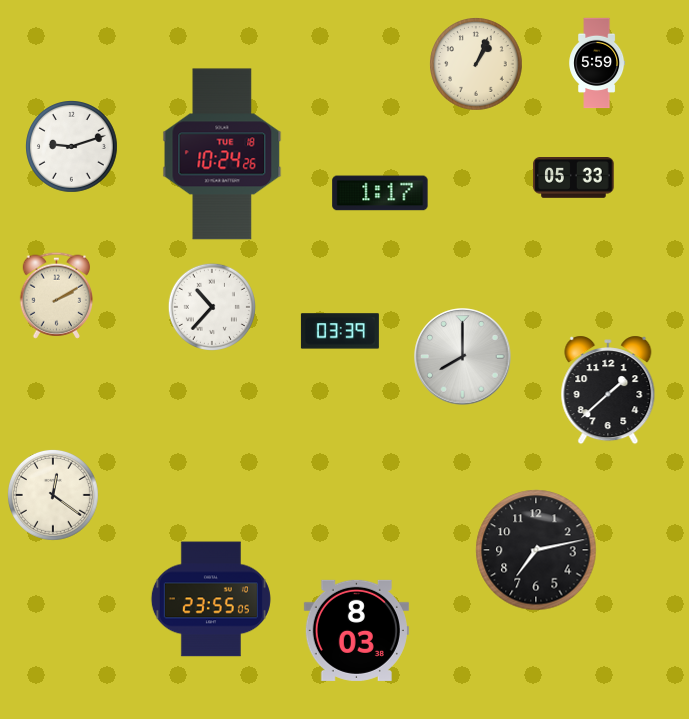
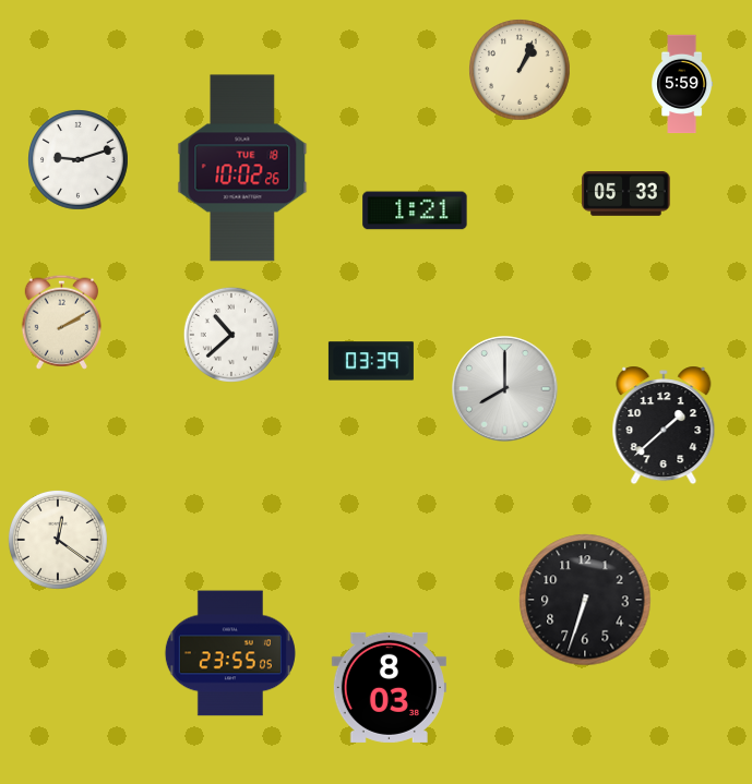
clock at (597, 63) position: (597, 63) -> (682, 84)
clock at (222, 154): 10:24 -> 10:02
clock at (380, 193): 1:17 -> 1:21
clock at (212, 307): 10:37 -> 10:38
clock at (536, 550): 7:13 -> 6:33
